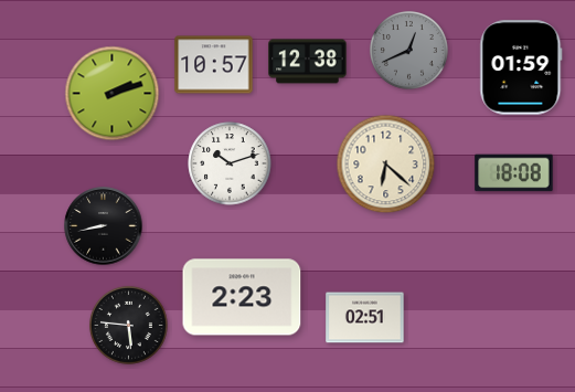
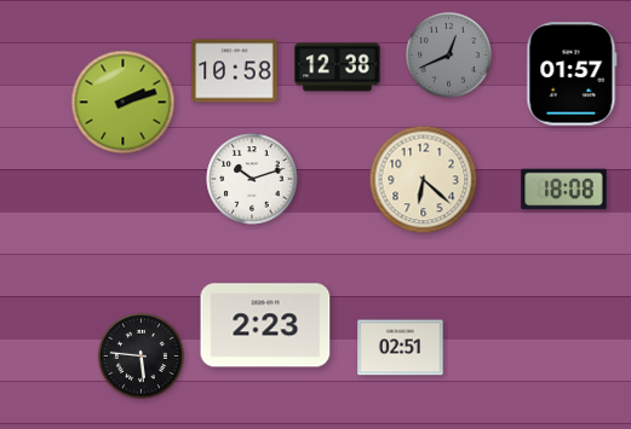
clock at (214, 65): 10:57 -> 10:58
clock at (521, 67): 01:59 -> 01:57
clock at (104, 226): 8:43 -> none
